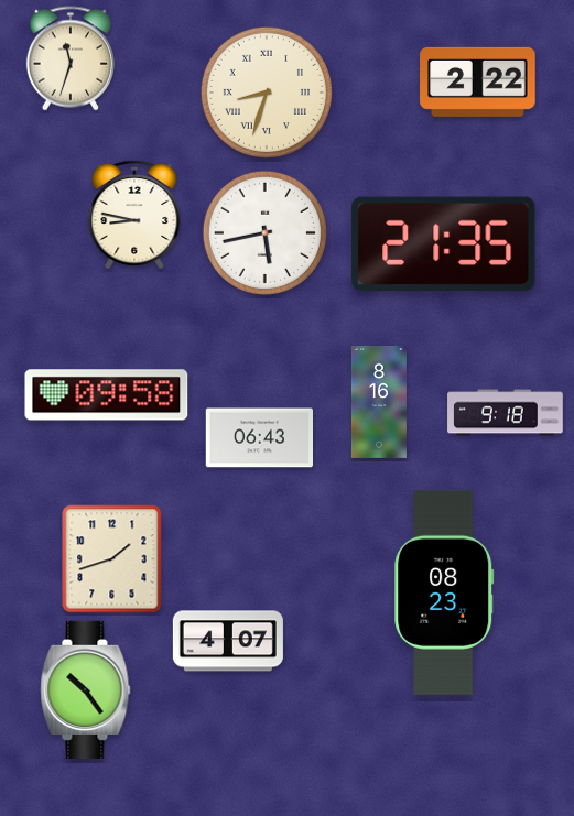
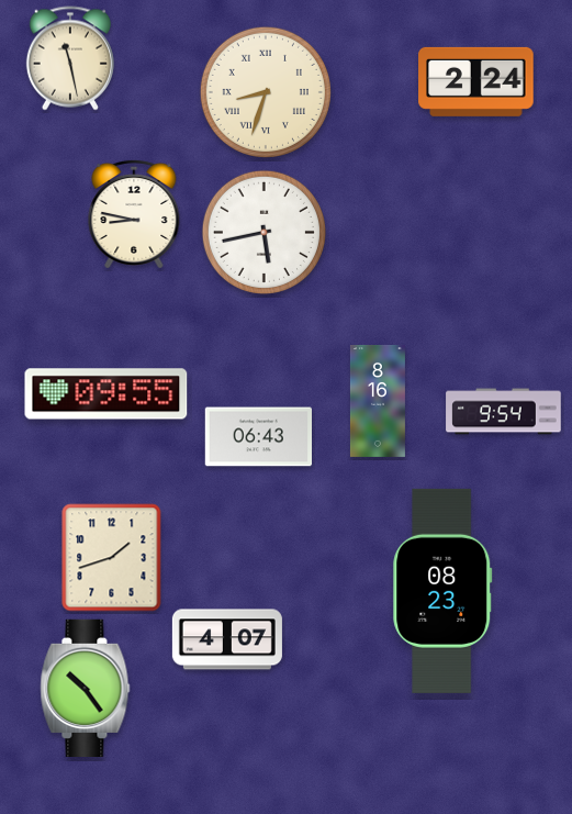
clock at (71, 58): 11:33 -> 11:28
clock at (478, 81): 2:22 -> 2:24
clock at (444, 243): 21:35 -> none
clock at (107, 395): 09:58 -> 09:55
clock at (506, 413): 9:18 -> 9:54
